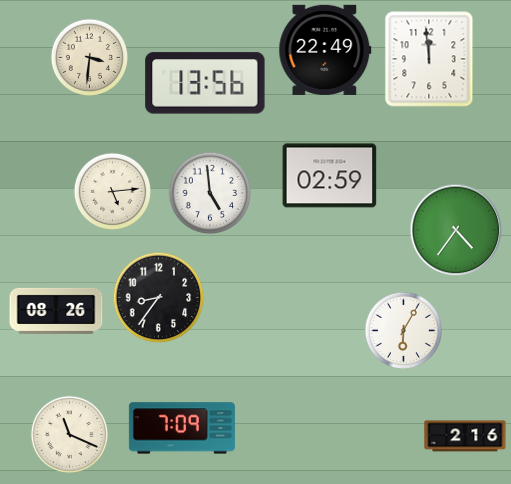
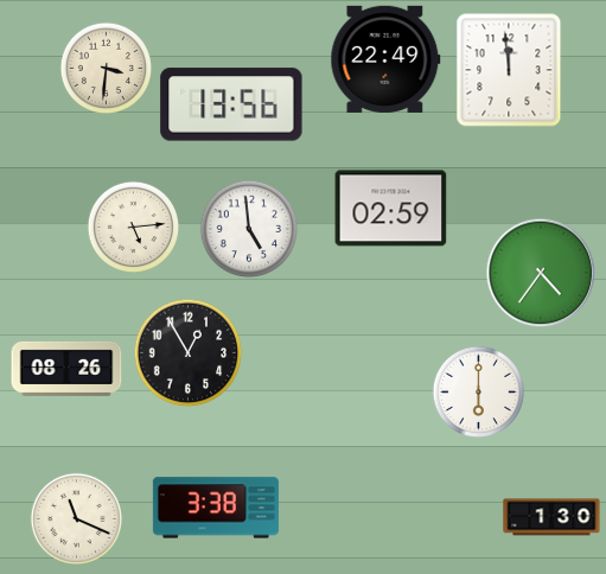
clock at (205, 83) position: (205, 83) -> (231, 104)
clock at (158, 297): 8:36 -> 12:55
clock at (403, 330): 6:05 -> 6:00
clock at (182, 428): 7:09 -> 3:38
clock at (69, 434) position: (69, 434) -> (76, 518)
clock at (465, 436): 2:16 -> 1:30
